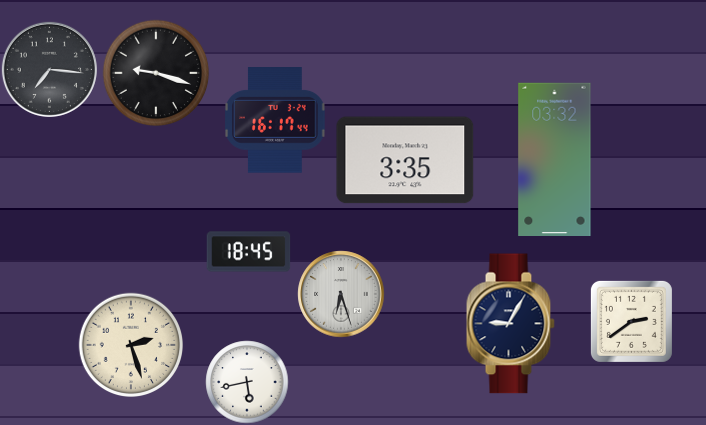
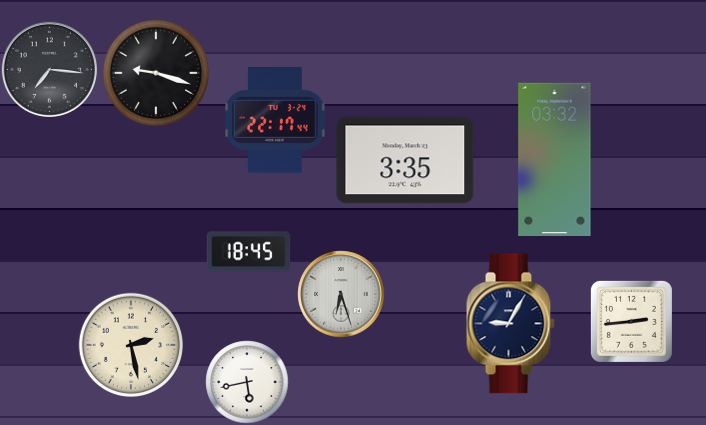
clock at (275, 120): 16:17 -> 22:17
clock at (631, 321): 2:39 -> 2:44
clock at (130, 344): 2:27 -> 2:28
